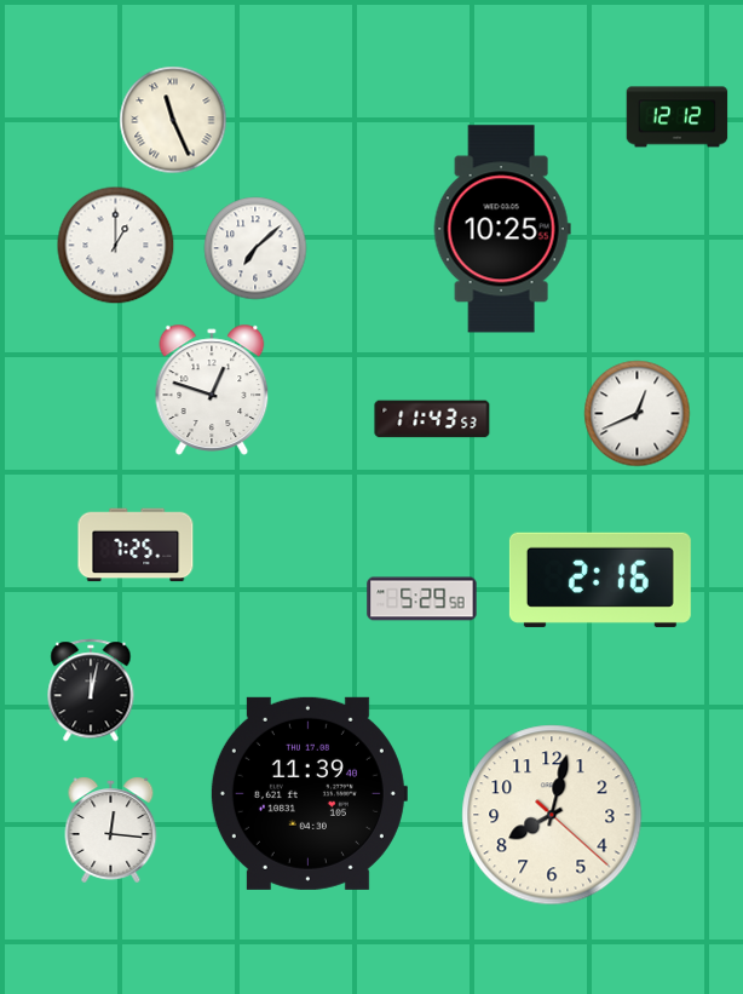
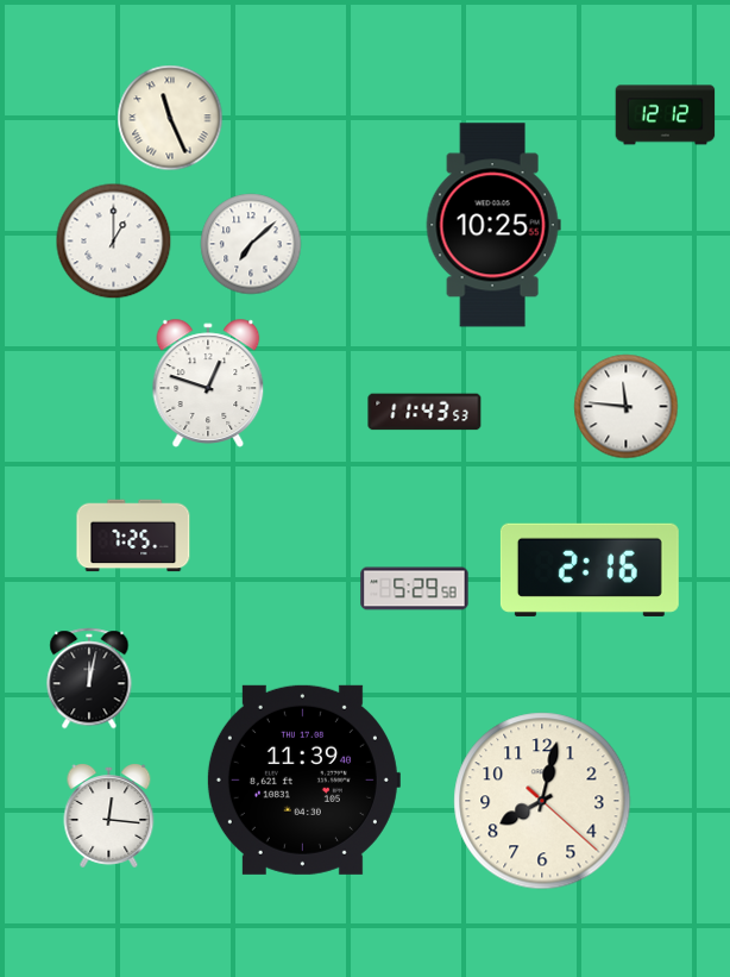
clock at (638, 414): 12:41 -> 11:46
